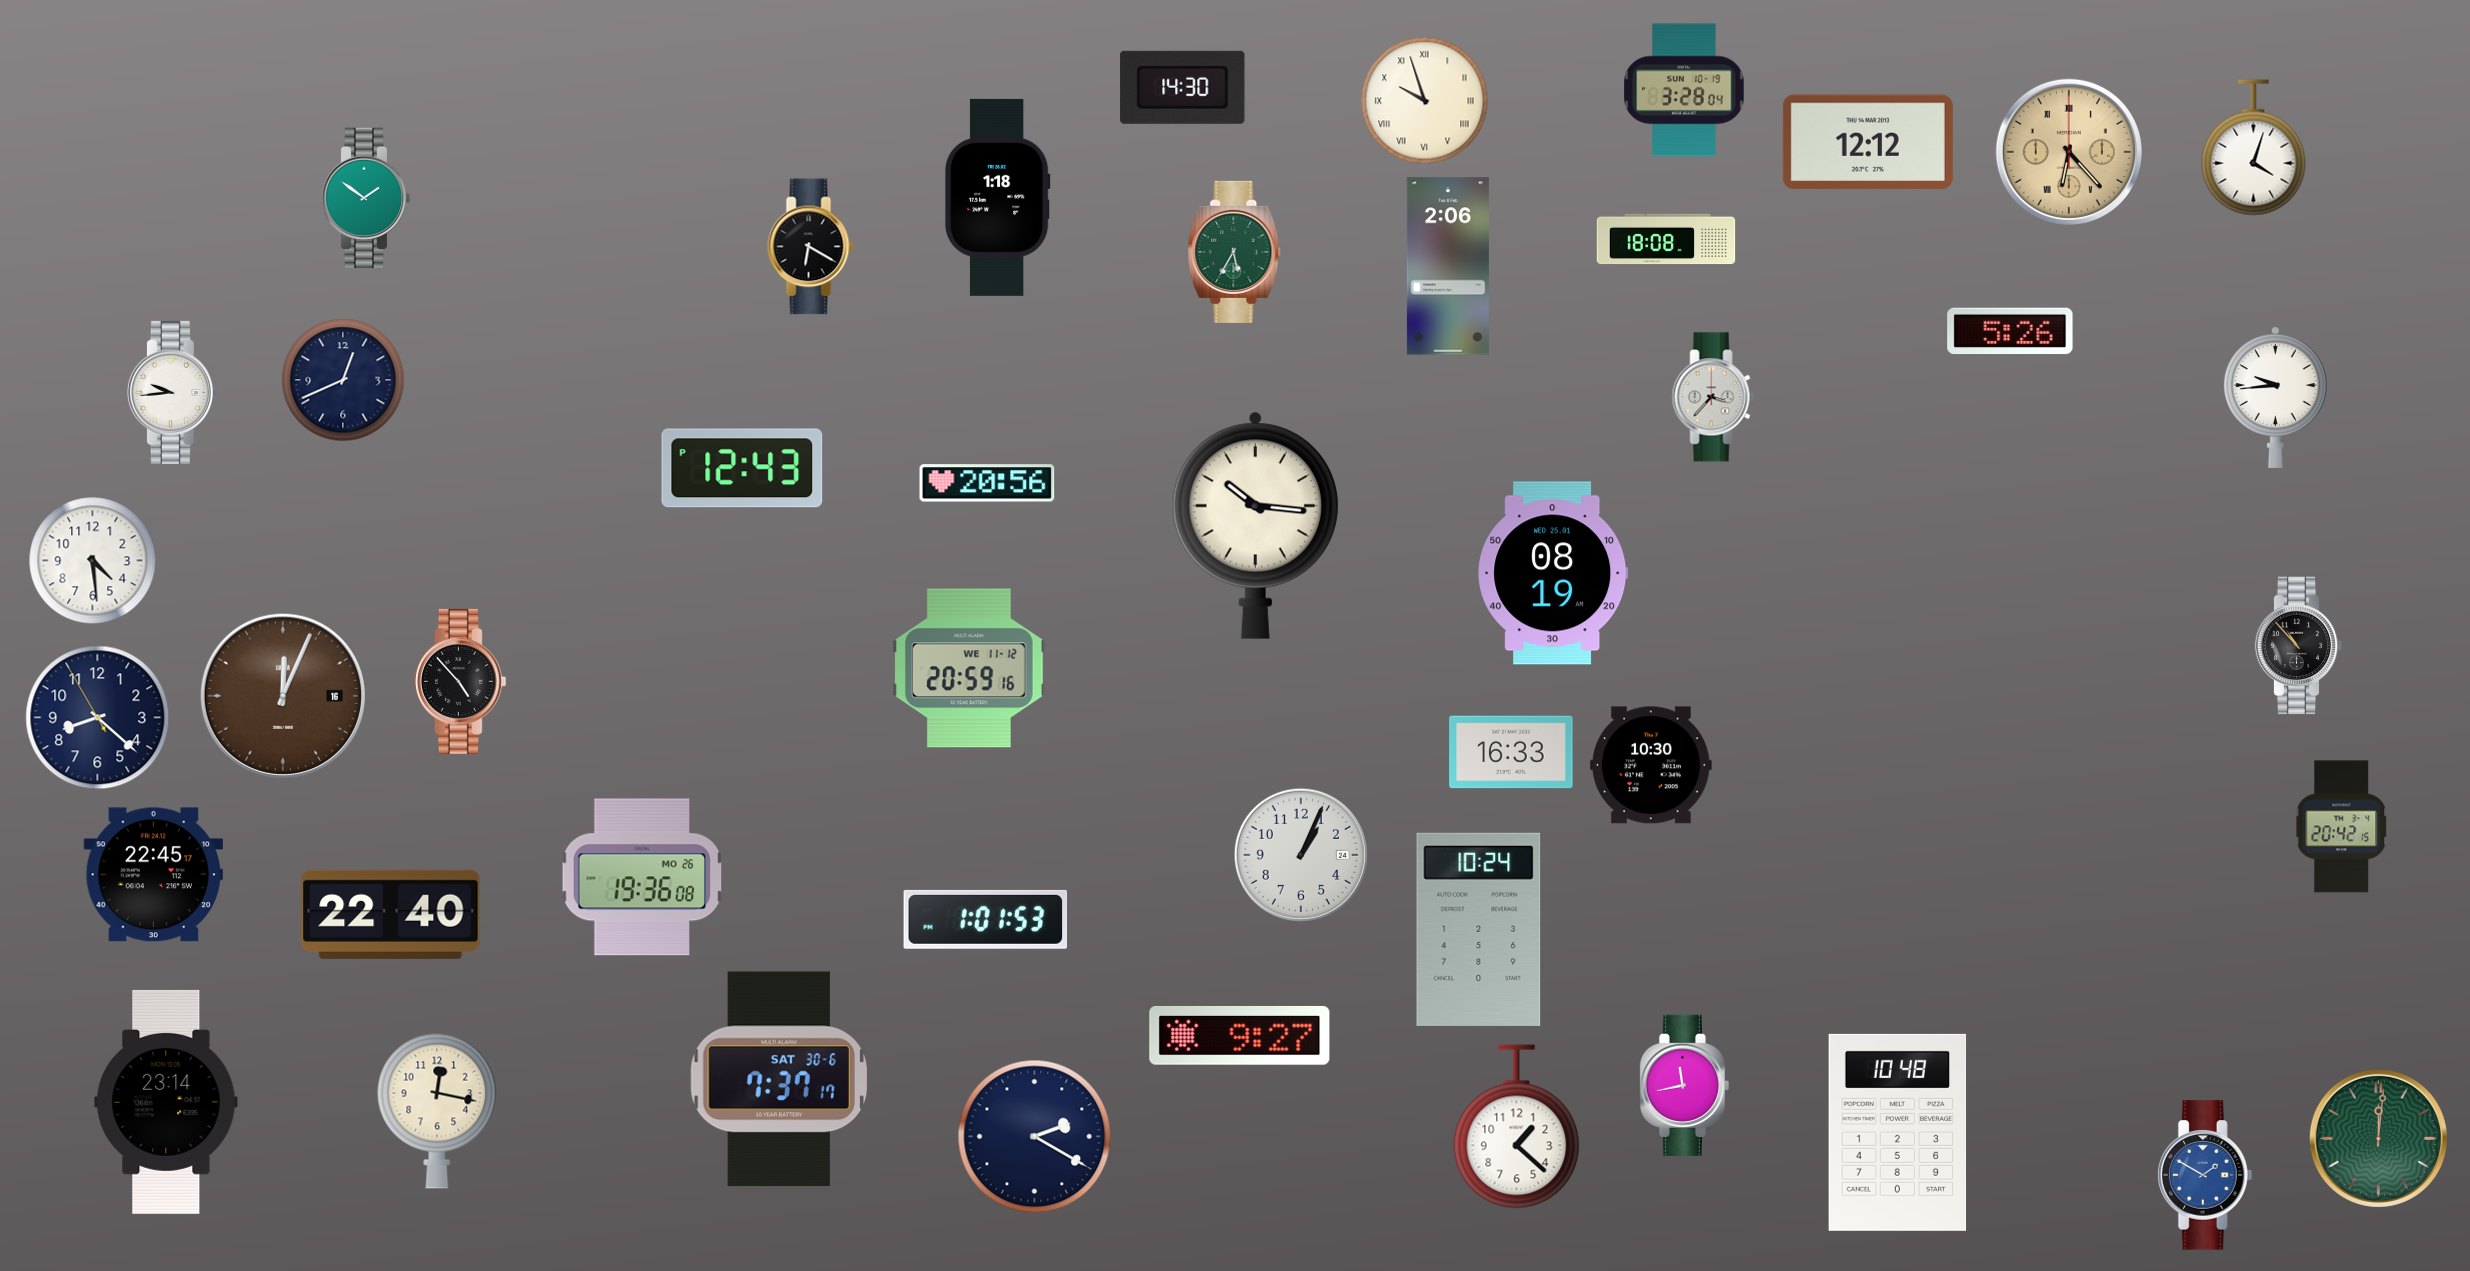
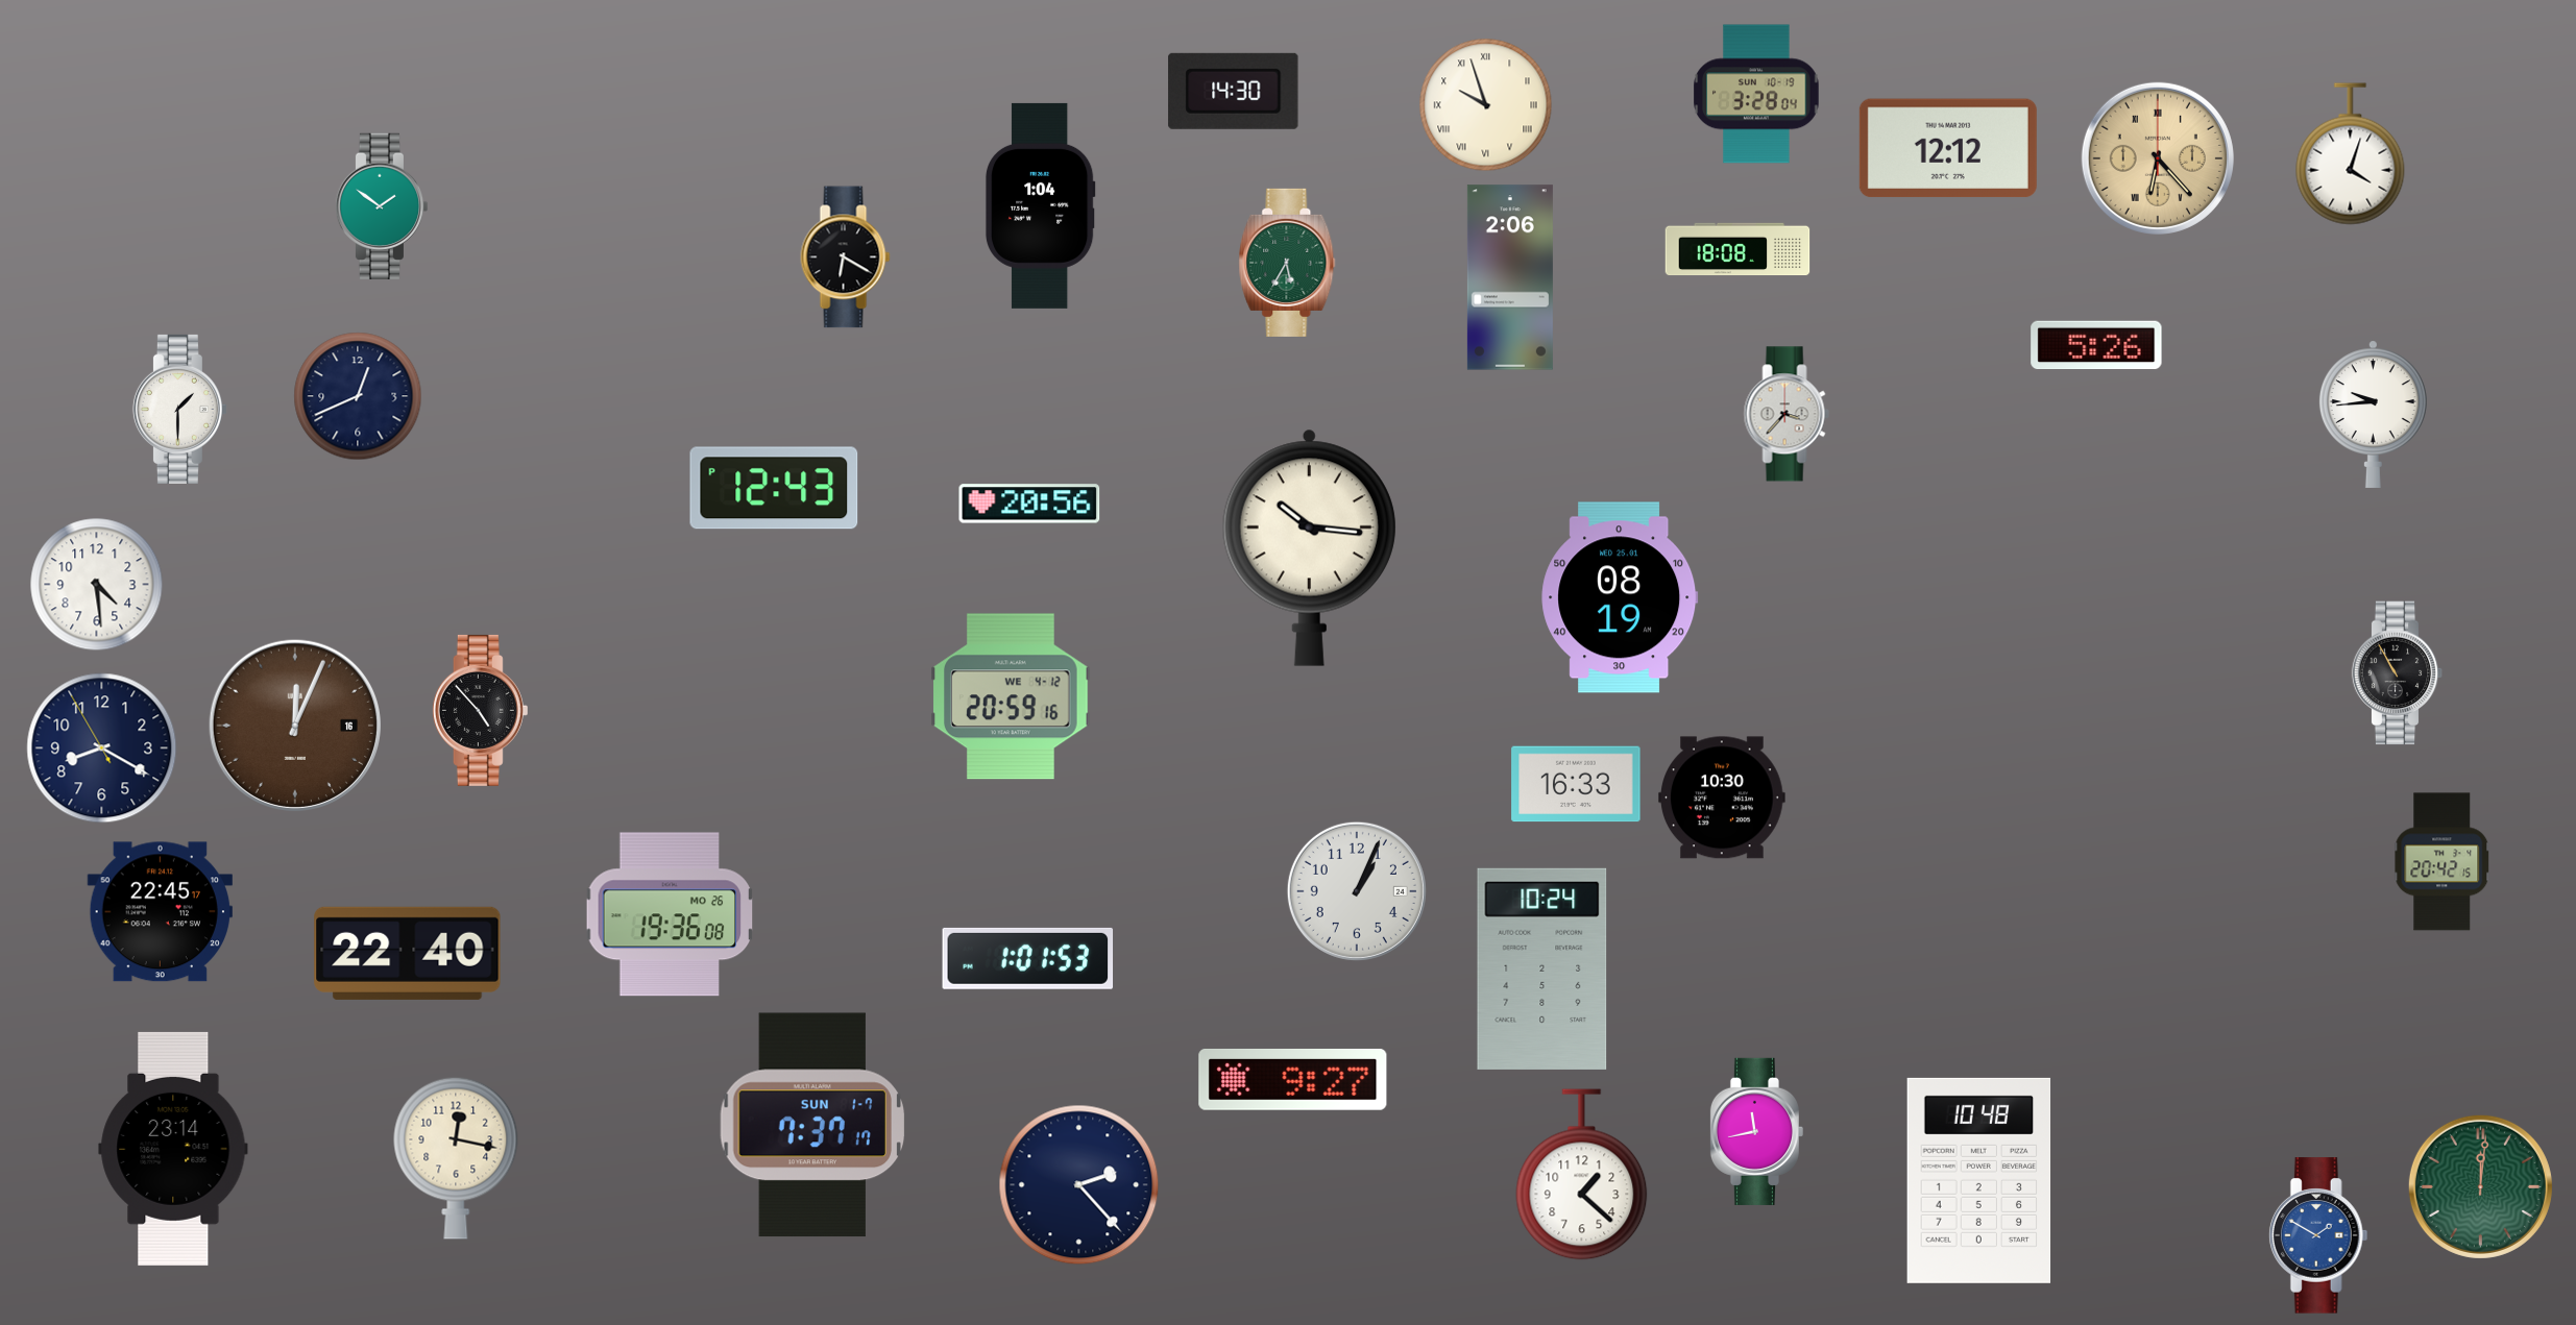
clock at (997, 197): 1:18 -> 1:04
clock at (172, 392): 9:44 -> 1:30
clock at (2299, 646): 10:53 -> 10:55
clock at (969, 668) date: WE 11-12 -> WE 4-12
clock at (98, 718): 8:21 -> 8:19
clock at (778, 1079) date: SAT 30-6 -> SUN 1-7
clock at (1035, 1137): 2:20 -> 2:23
clock at (2205, 1175) position: (2205, 1175) -> (2318, 1235)
